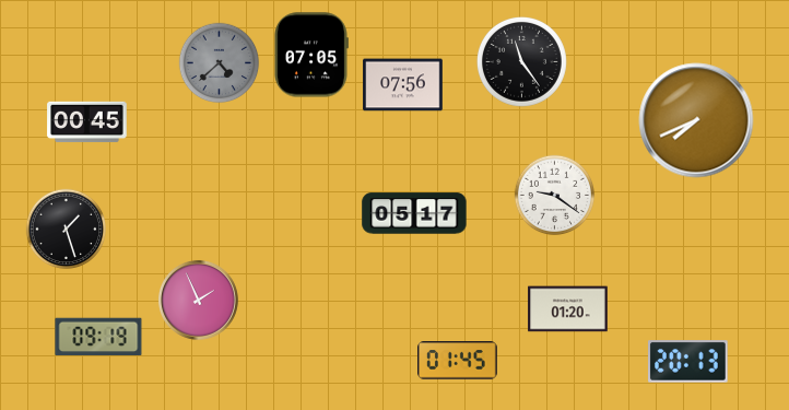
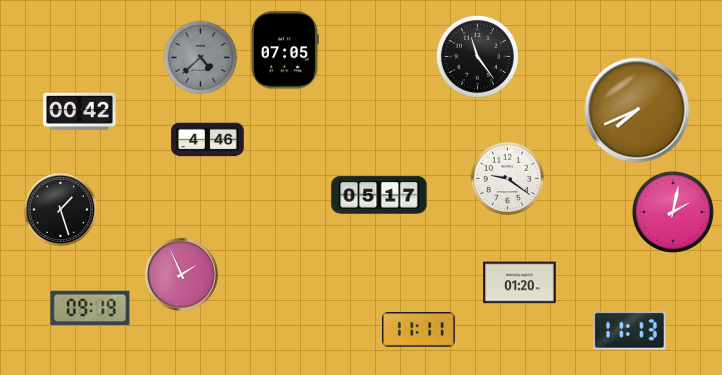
clock at (403, 85): 07:56 -> none
clock at (87, 122): 00:45 -> 00:42
clock at (208, 140): none -> 4:46
clock at (673, 212): none -> 2:02
clock at (458, 361): 01:45 -> 11:11
clock at (688, 362): 20:13 -> 11:13
